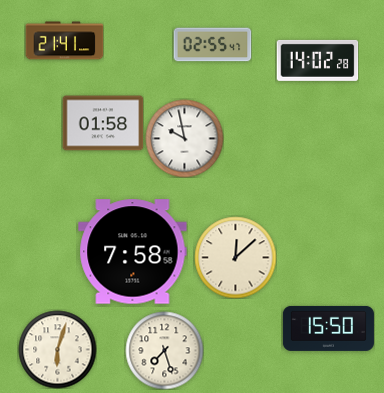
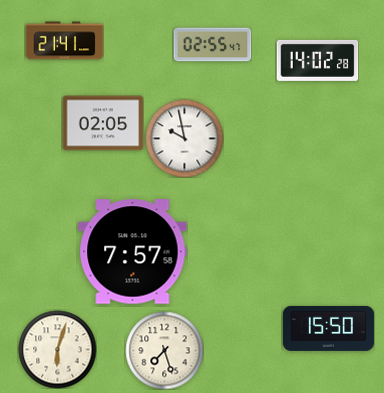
clock at (103, 123): 01:58 -> 02:05
clock at (133, 252): 7:58 -> 7:57
clock at (235, 257): 12:08 -> none
